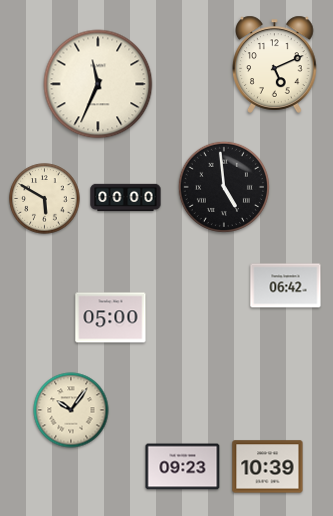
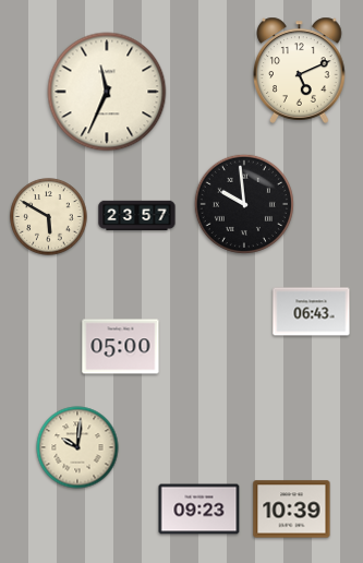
clock at (224, 187): 4:59 -> 9:59
clock at (126, 198): 00:00 -> 23:57
clock at (286, 286): 06:42 -> 06:43
clock at (71, 410): 10:06 -> 10:01
